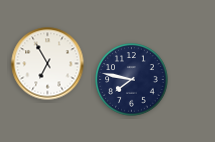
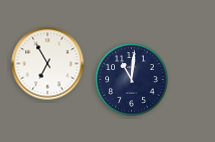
clock at (132, 80): 7:47 -> 11:01
